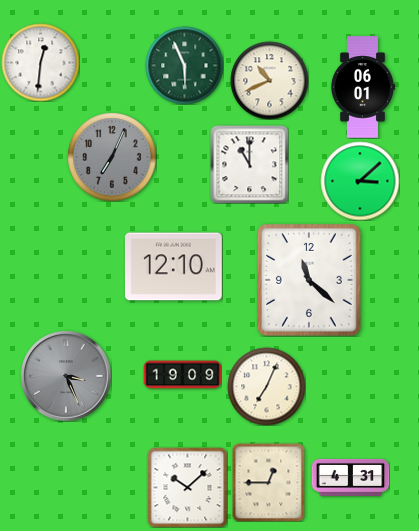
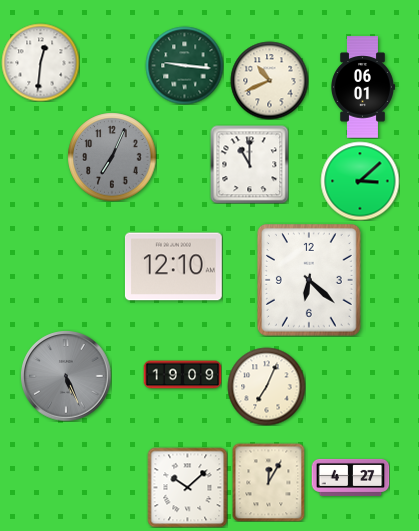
clock at (184, 65): 5:56 -> 9:16
clock at (309, 281): 11:22 -> 6:22
clock at (66, 376): 3:26 -> 5:26
clock at (350, 477): 4:31 -> 4:27
clock at (269, 482): 12:45 -> 12:05
